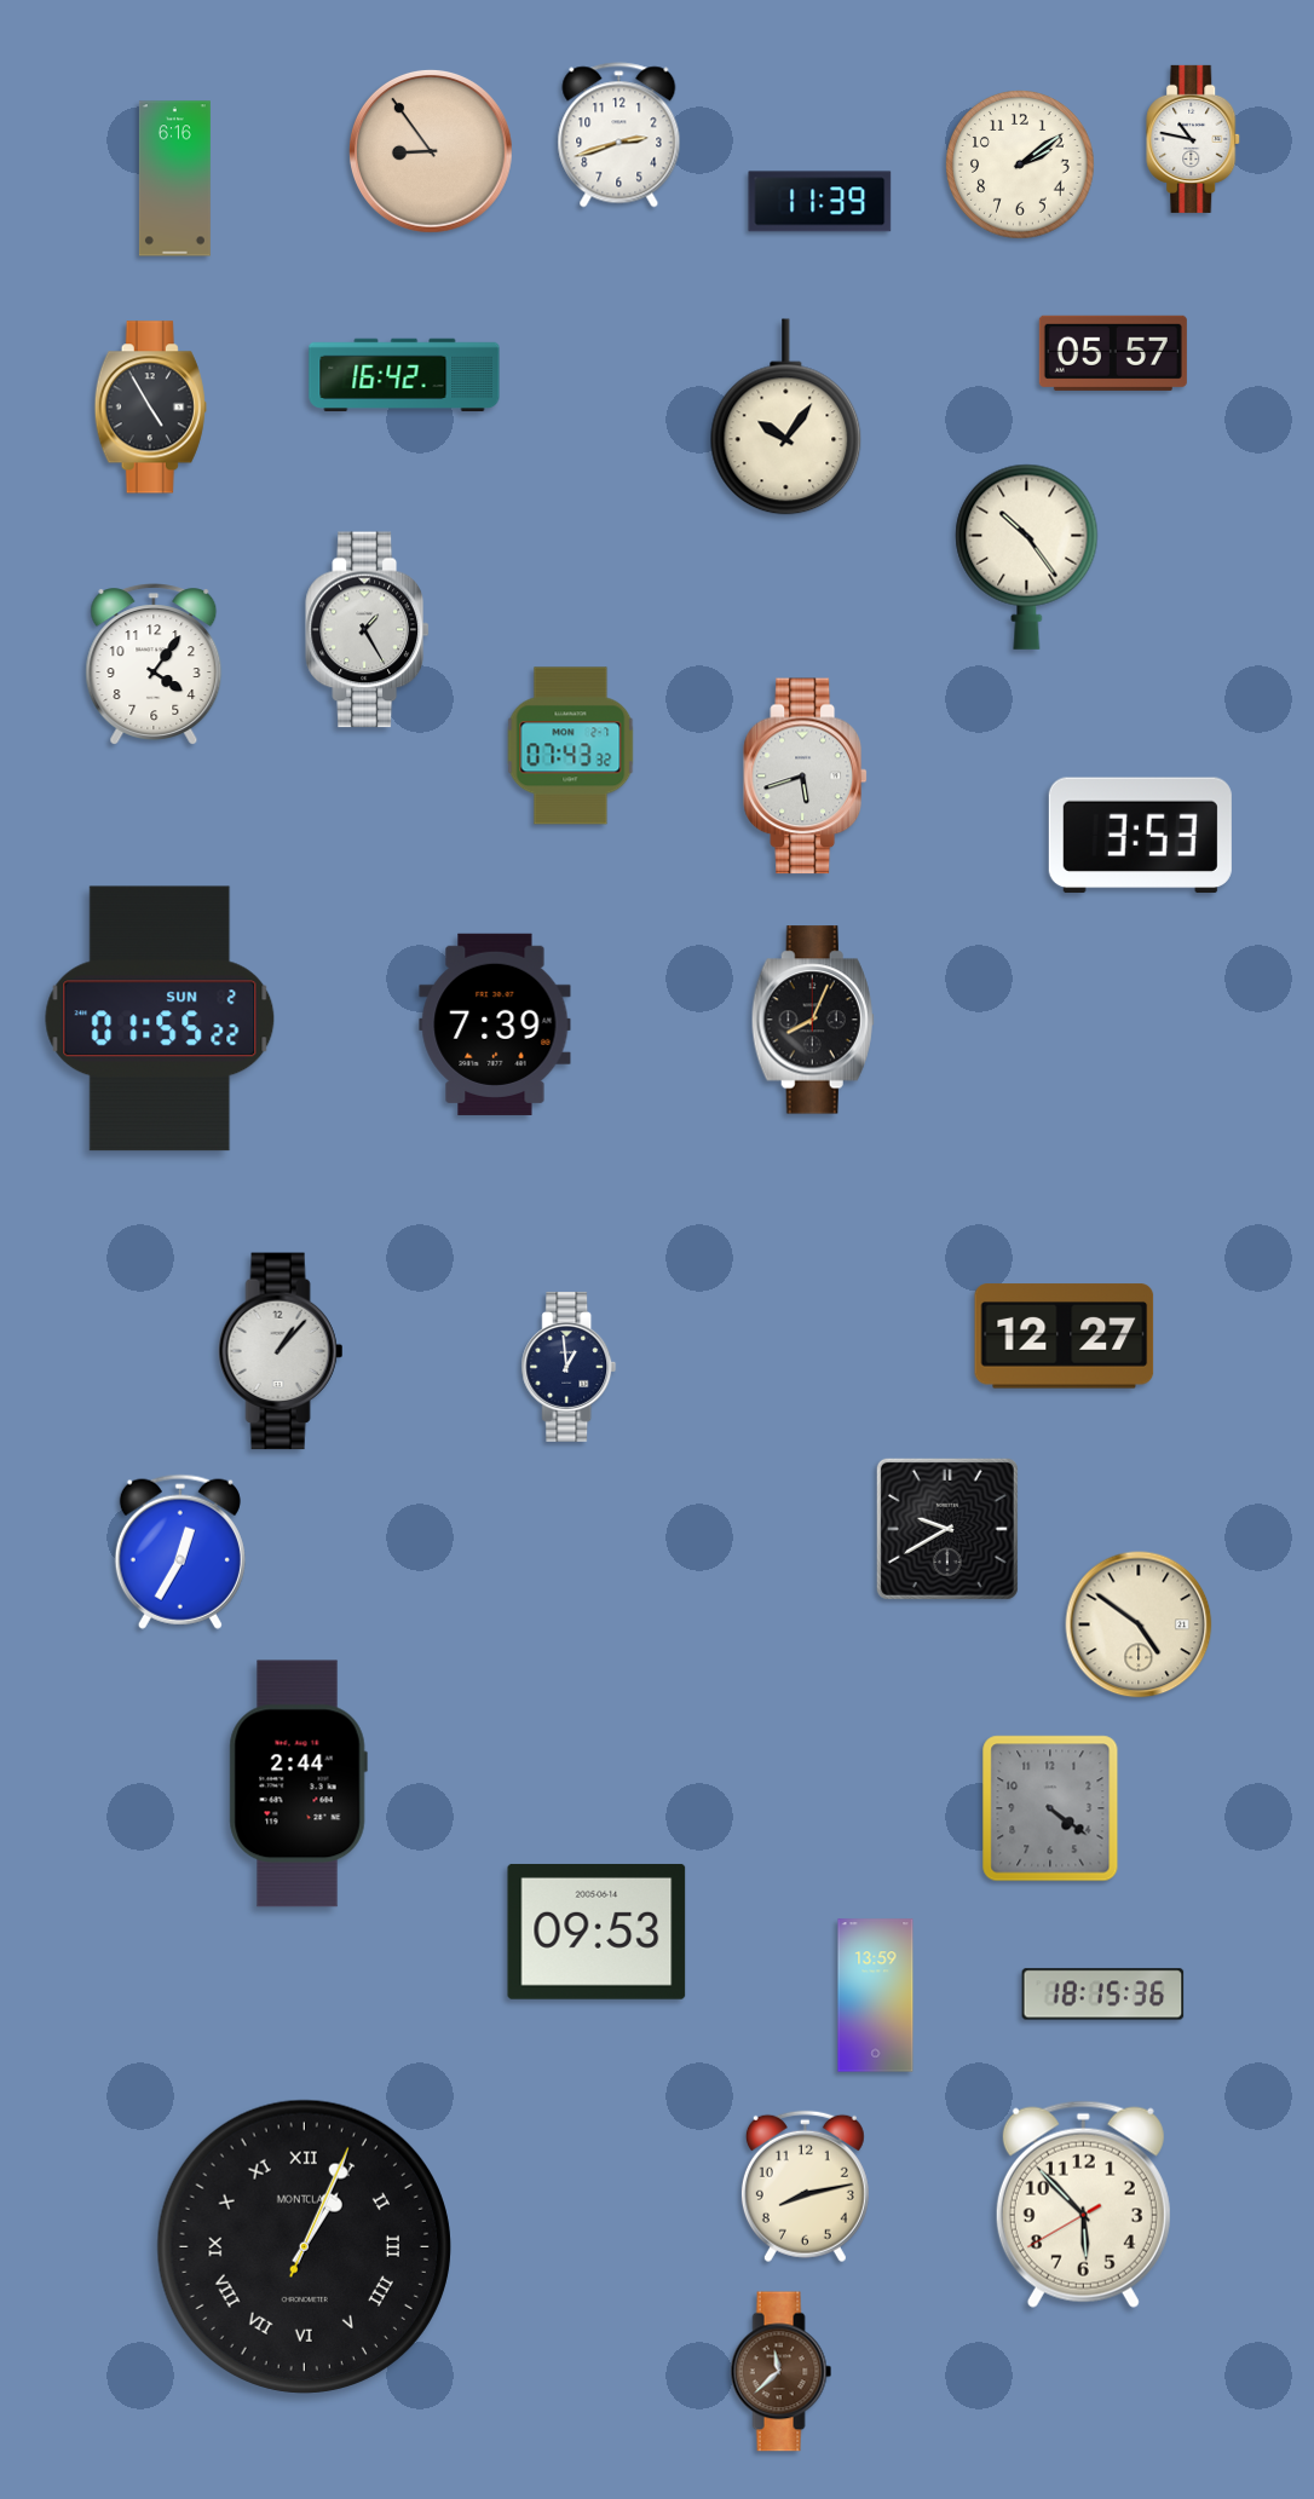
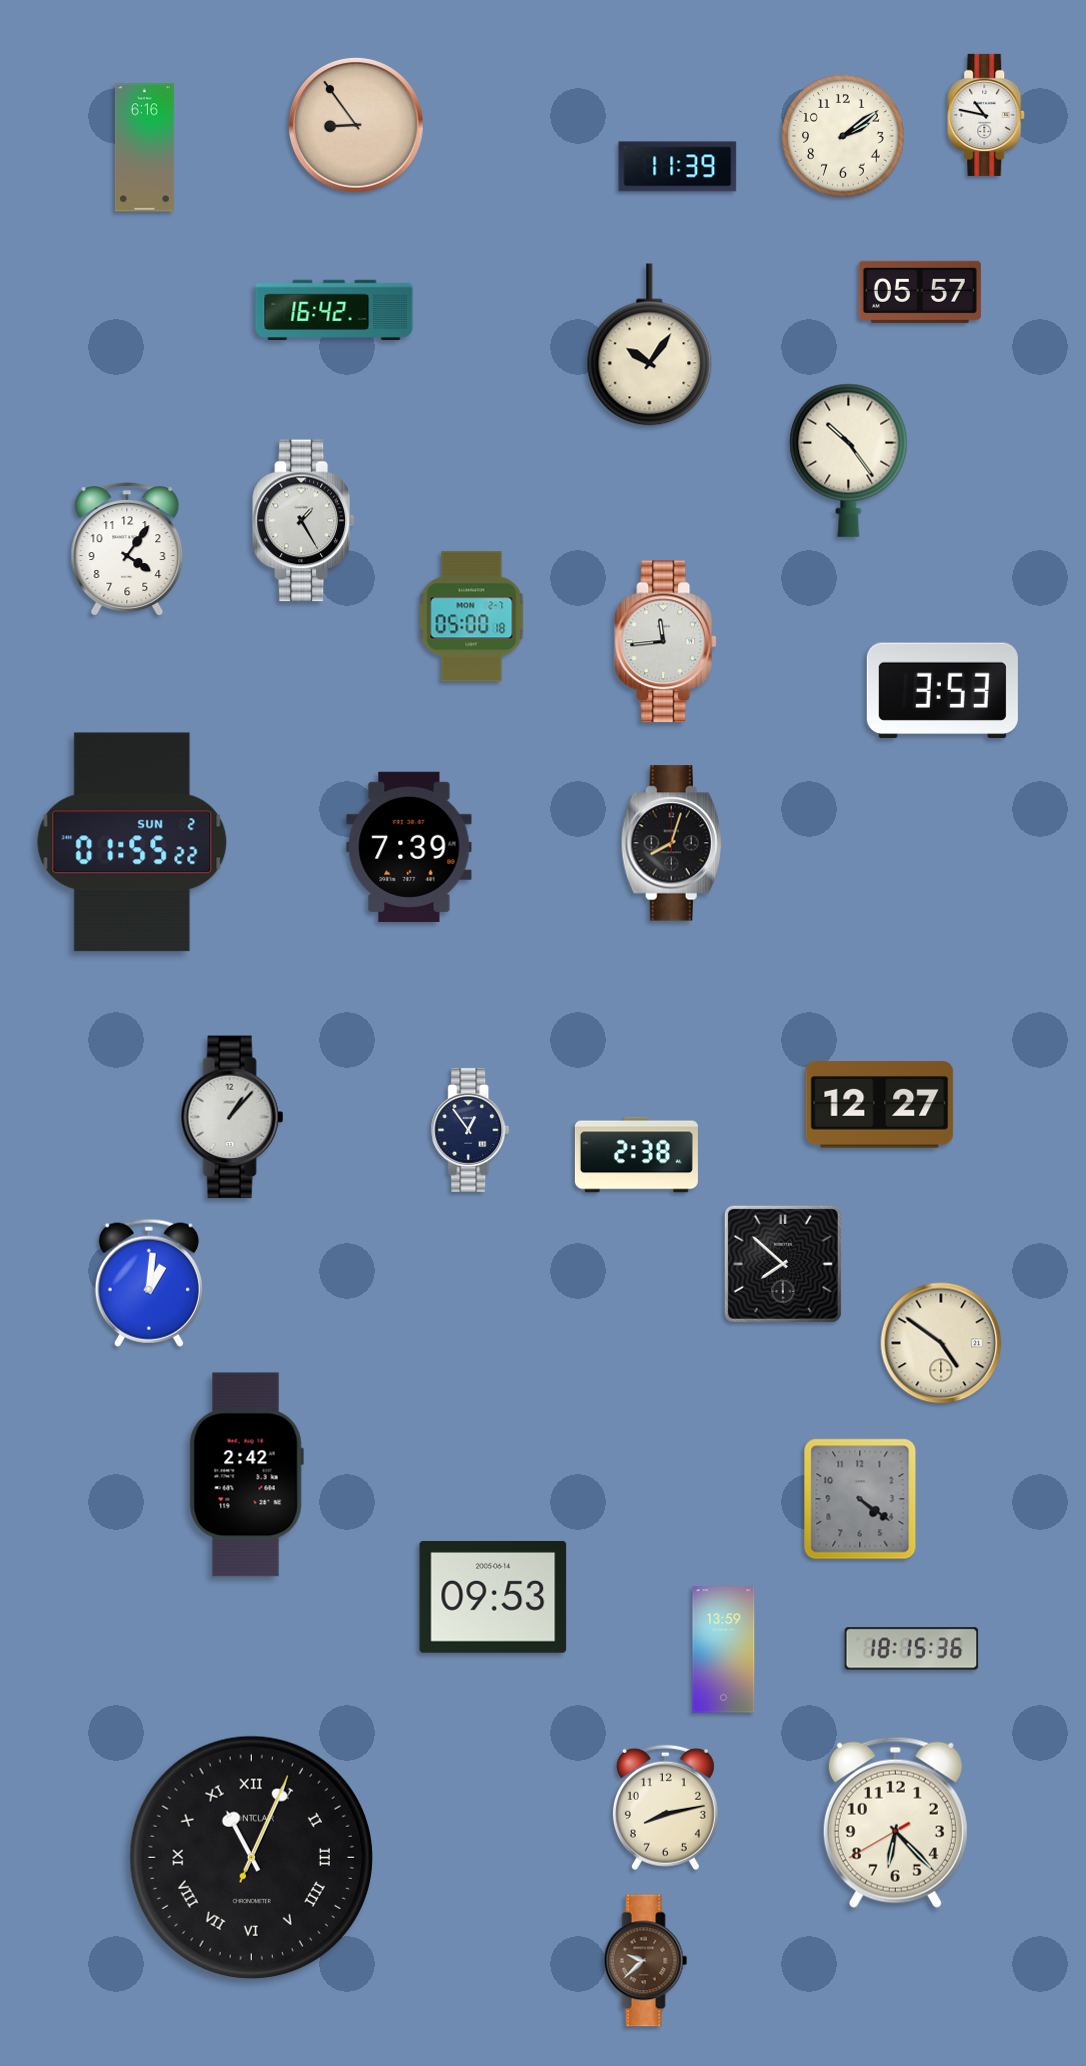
clock at (619, 135): 2:42 -> none
clock at (150, 408): 4:55 -> none
clock at (571, 746): 07:43 -> 05:00
clock at (805, 777): 5:42 -> 11:44
clock at (813, 1020): 8:04 -> 8:03
clock at (569, 1367): 12:59 -> 12:54
clock at (636, 1155): none -> 2:38
clock at (947, 1529): 9:40 -> 7:52
clock at (180, 1552): 12:35 -> 1:01
clock at (298, 1784): 2:44 -> 2:42
clock at (1050, 1808) position: (1050, 1808) -> (860, 1499)
clock at (1083, 2204): 5:52 -> 6:22
clock at (304, 2246): 1:04 -> 11:04
clock at (782, 2372): 11:38 -> 9:38
